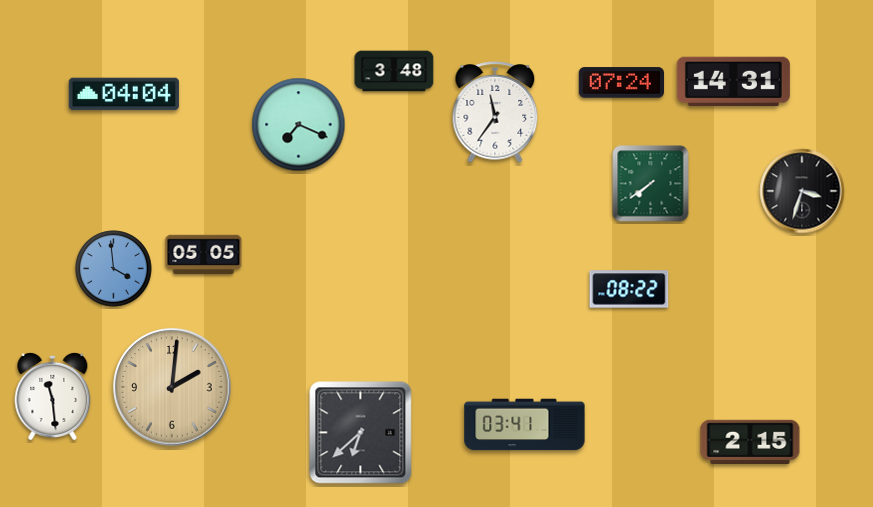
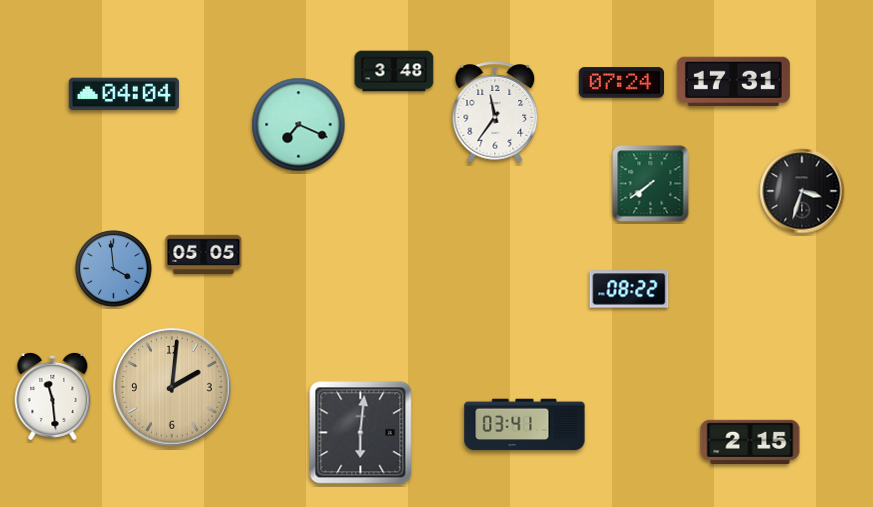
clock at (733, 81): 14:31 -> 17:31
clock at (361, 433): 6:38 -> 6:01
